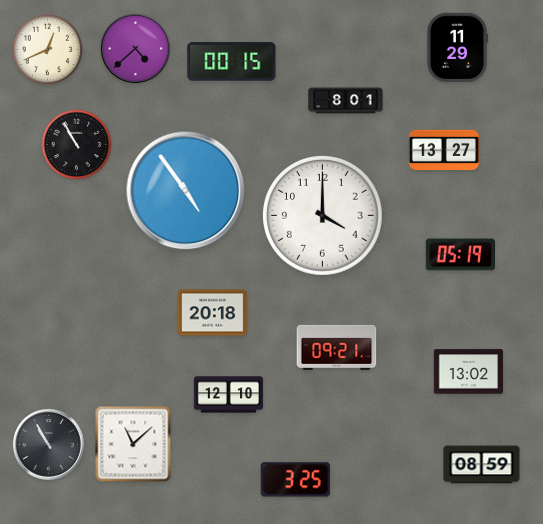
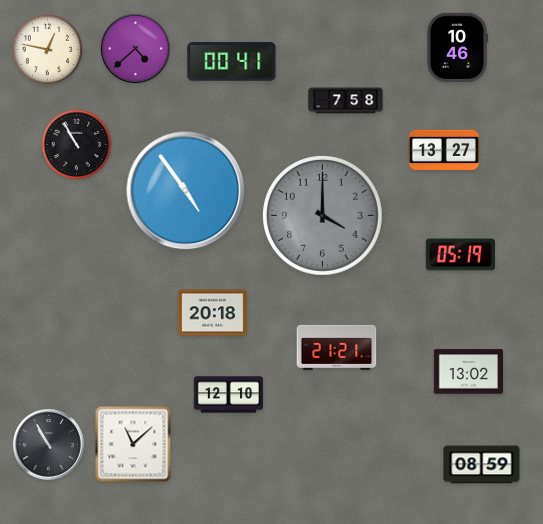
clock at (456, 47): 11:29 -> 10:46
clock at (48, 50): 12:41 -> 12:47
clock at (232, 62): 00:15 -> 00:41
clock at (346, 101): 8:01 -> 7:58
clock at (323, 216) dial: white -> grey
clock at (337, 347): 09:21 -> 21:21
clock at (295, 480): 3:25 -> none
